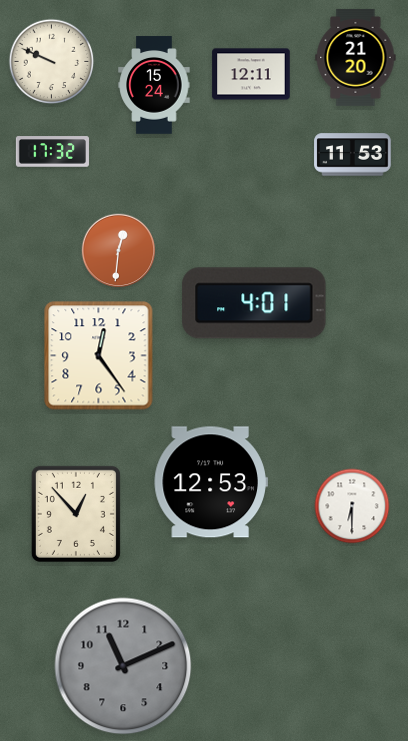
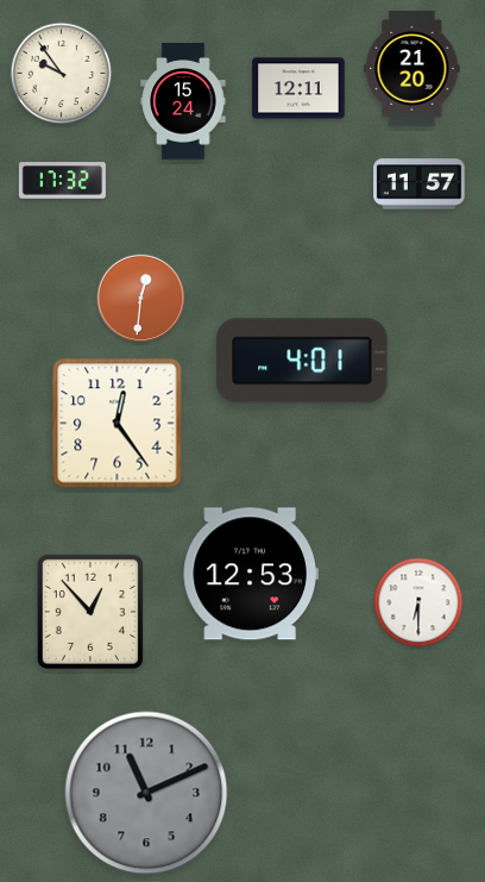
clock at (356, 57) position: (356, 57) -> (412, 68)
clock at (52, 62): 9:49 -> 9:54
clock at (353, 155): 11:53 -> 11:57
